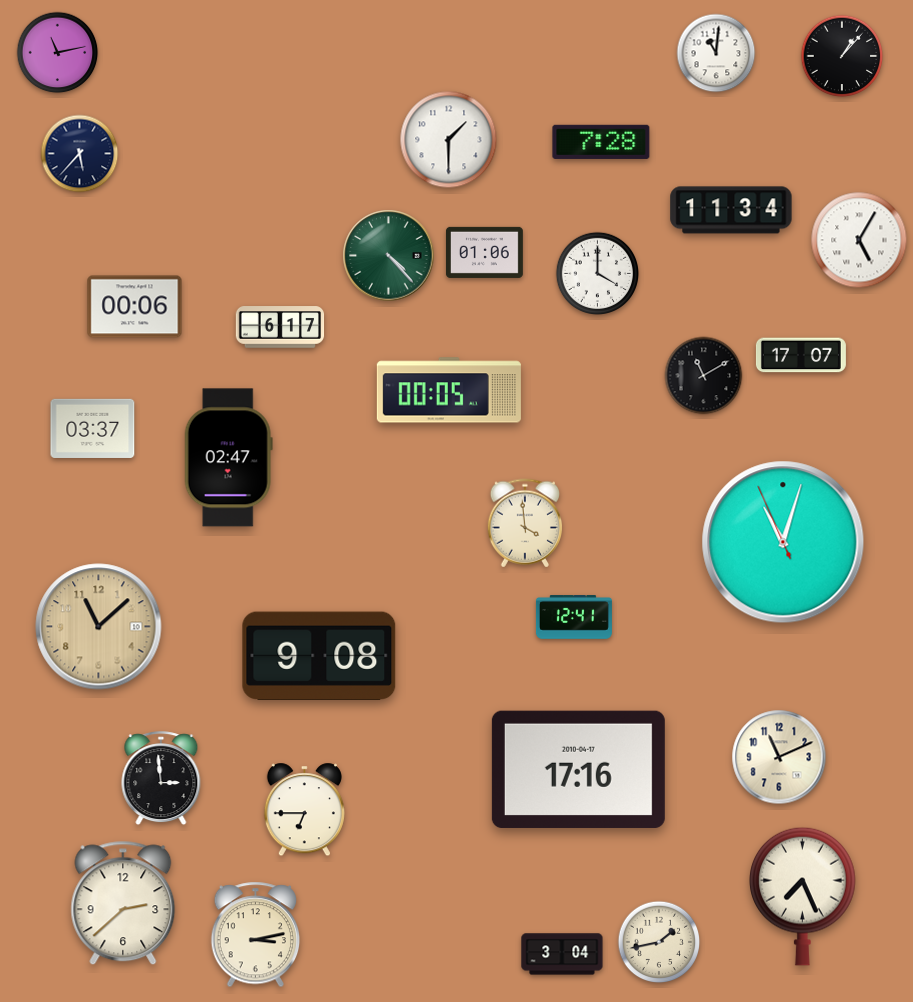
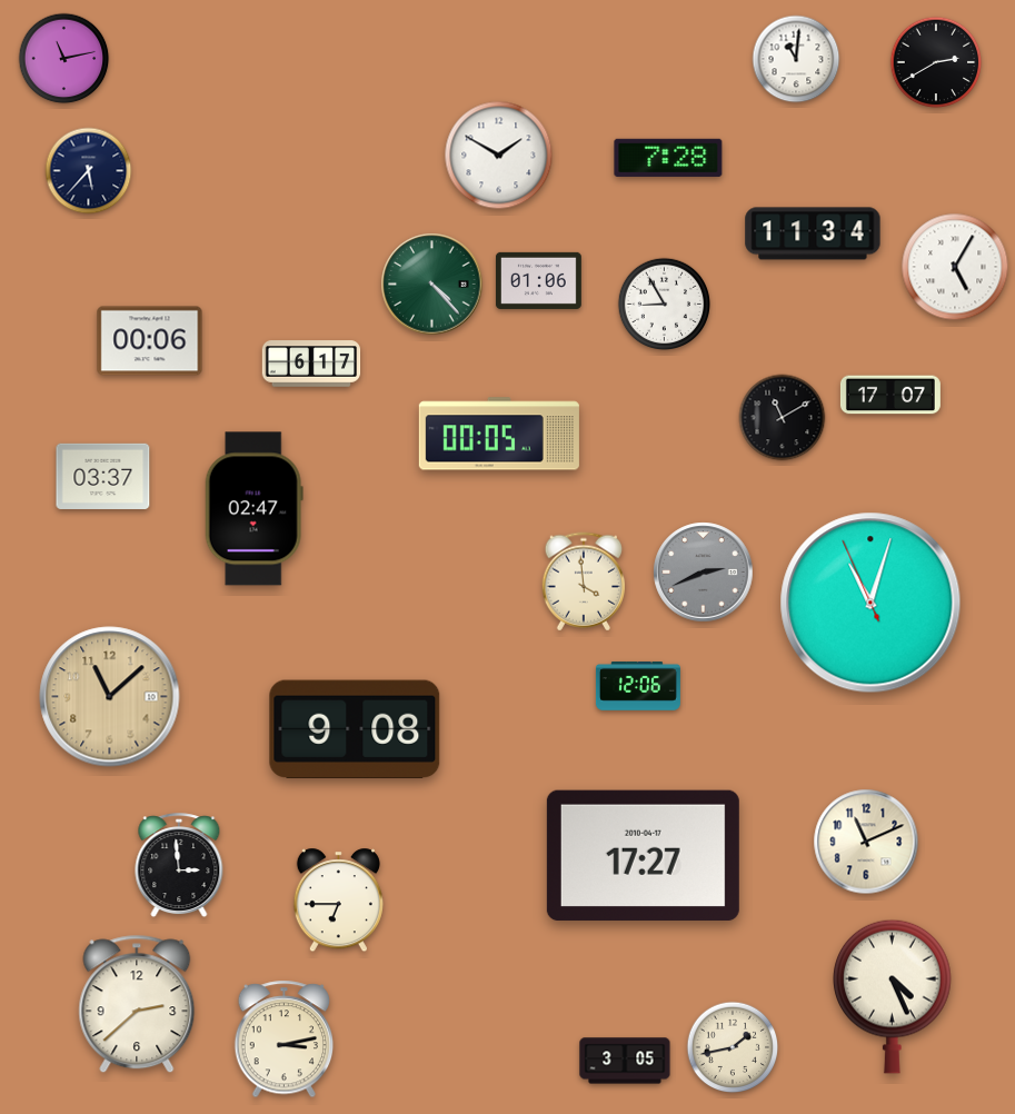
clock at (842, 56): 1:07 -> 2:40
clock at (449, 140): 1:30 -> 1:50
clock at (597, 273): 4:00 -> 8:55
clock at (704, 573): none -> 2:41
clock at (574, 617): 12:41 -> 12:06
clock at (578, 769): 17:16 -> 17:27
clock at (803, 896): 7:26 -> 4:26
clock at (562, 954): 3:04 -> 3:05
